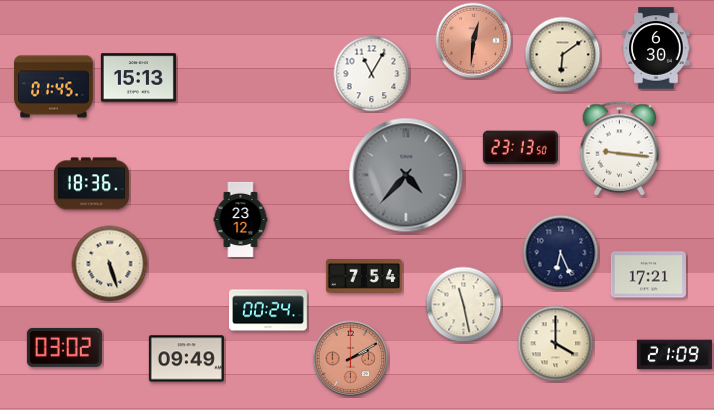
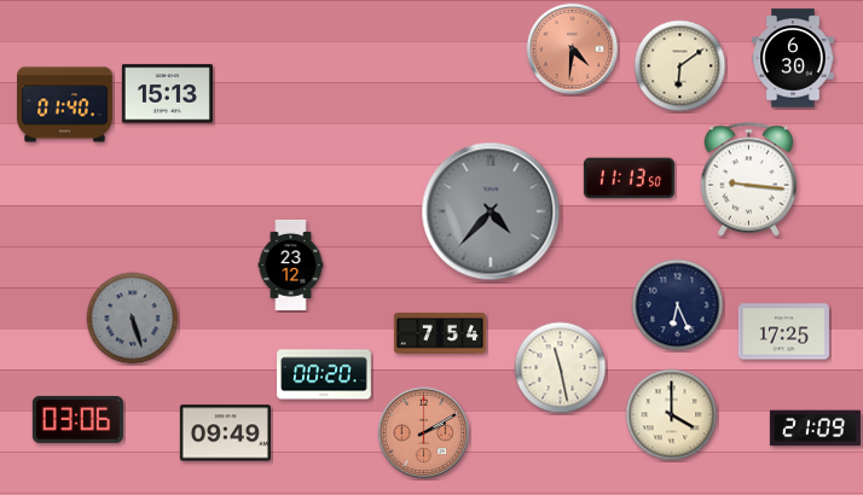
clock at (474, 41): 12:31 -> 4:31
clock at (372, 74): 11:05 -> none
clock at (54, 87): 01:45 -> 01:40
clock at (520, 148): 23:13 -> 11:13
clock at (91, 184): 18:36 -> none
clock at (110, 264) dial: cream -> grey
clock at (648, 275): 17:21 -> 17:25
clock at (269, 310): 00:24 -> 00:20
clock at (64, 347): 03:02 -> 03:06
